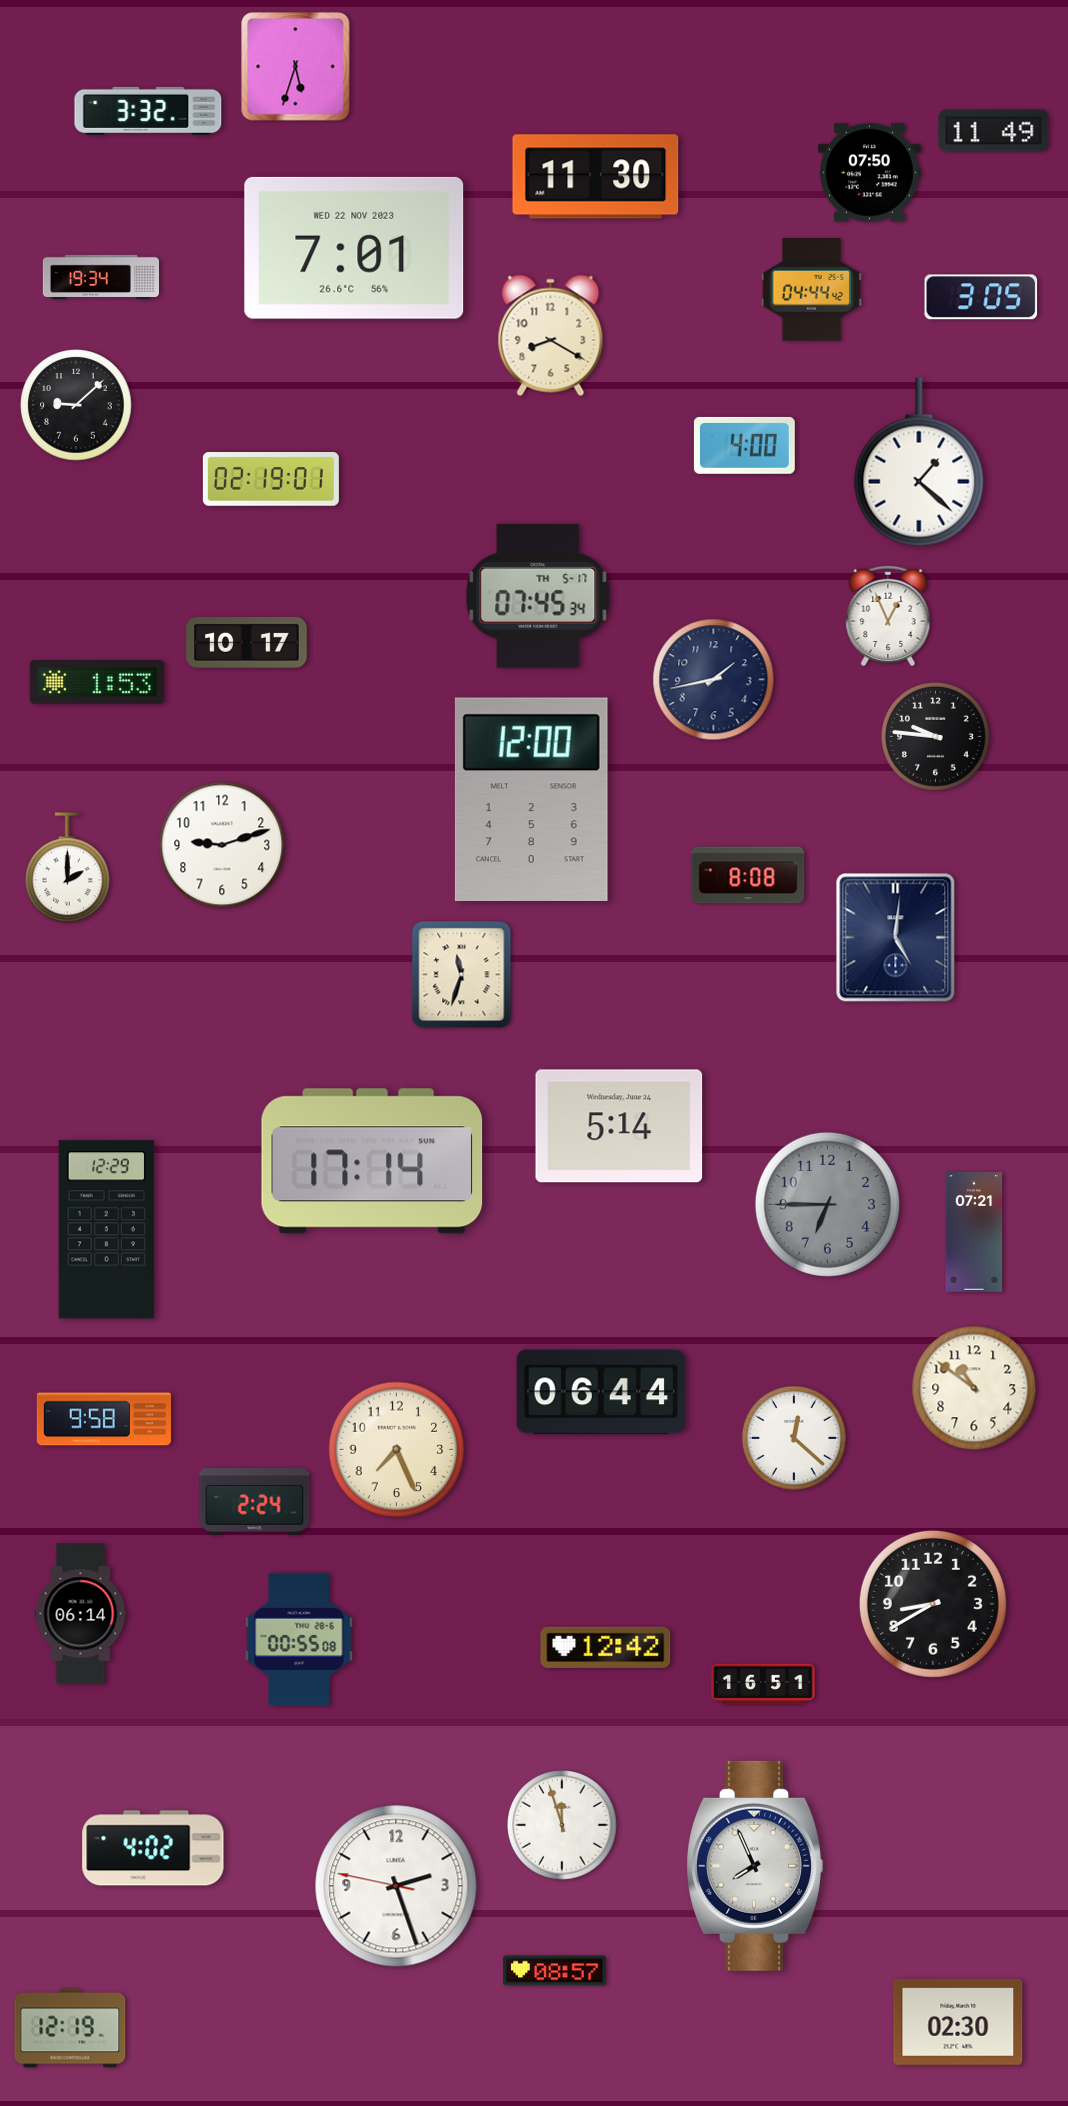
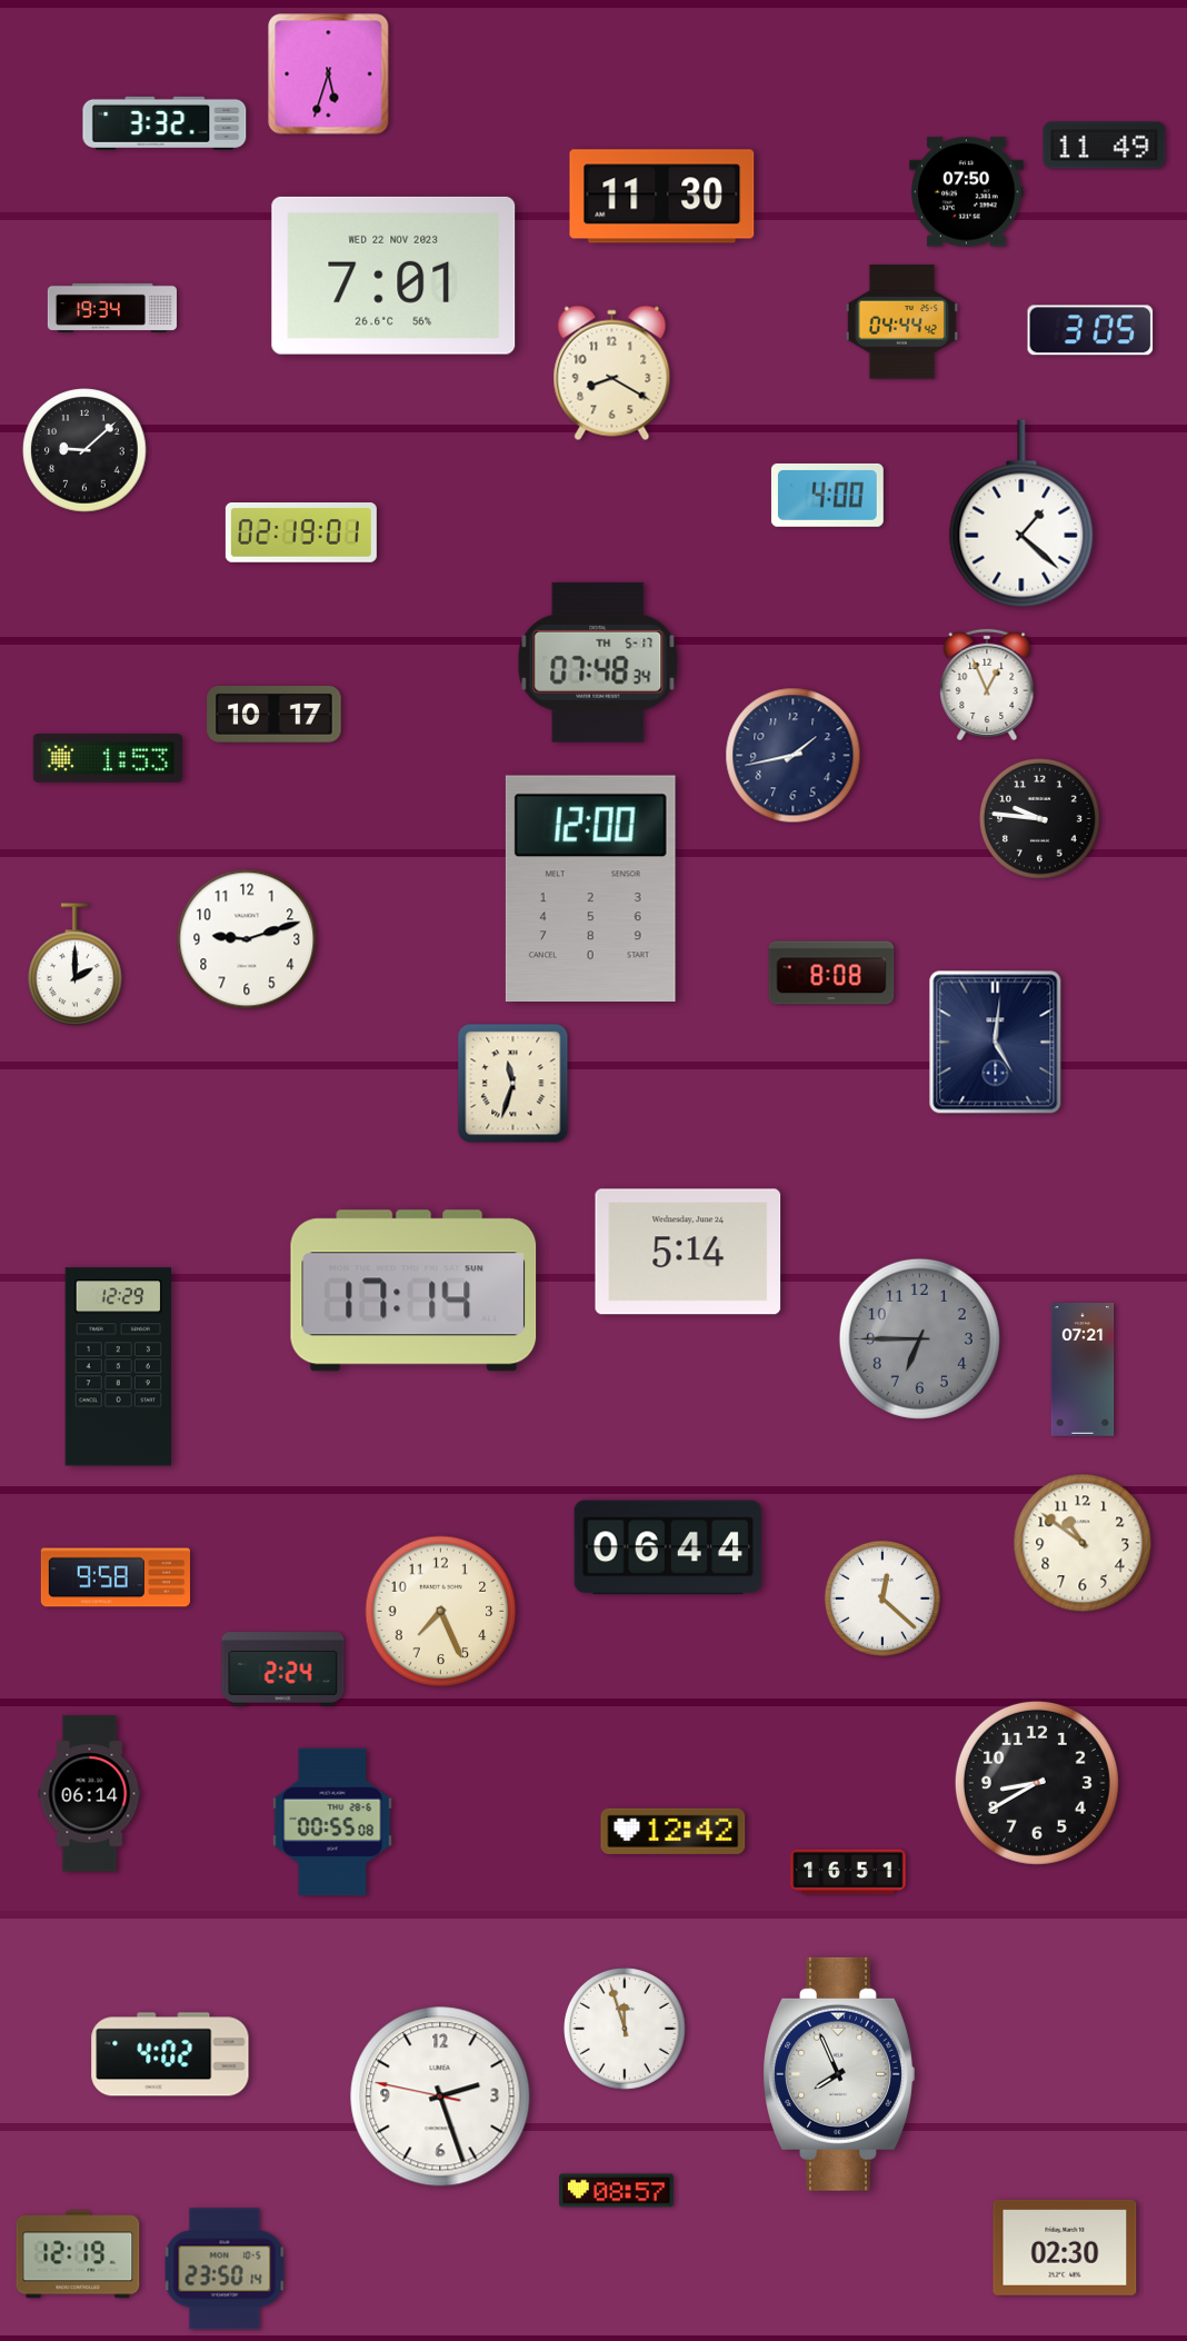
clock at (538, 596): 07:45 -> 07:48
clock at (225, 2269): none -> 23:50
